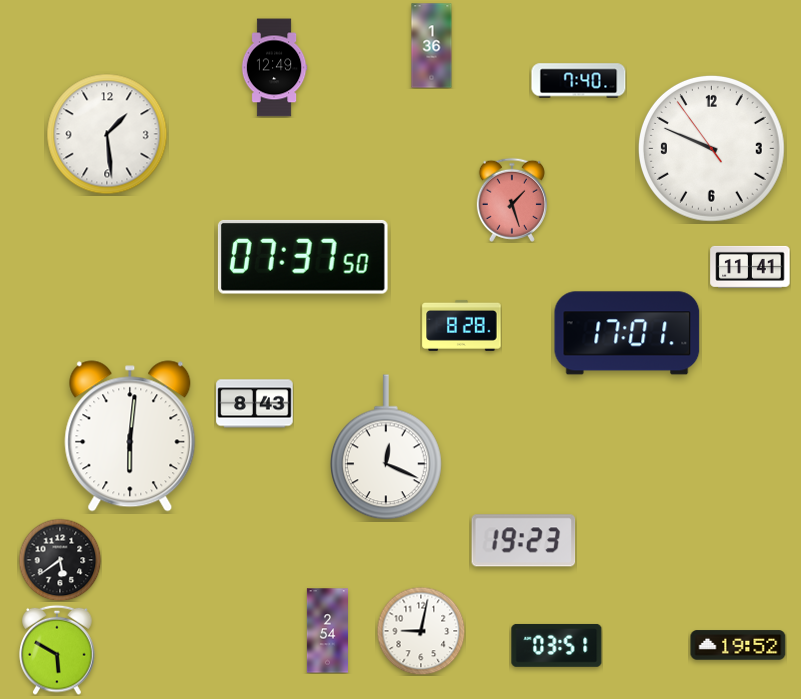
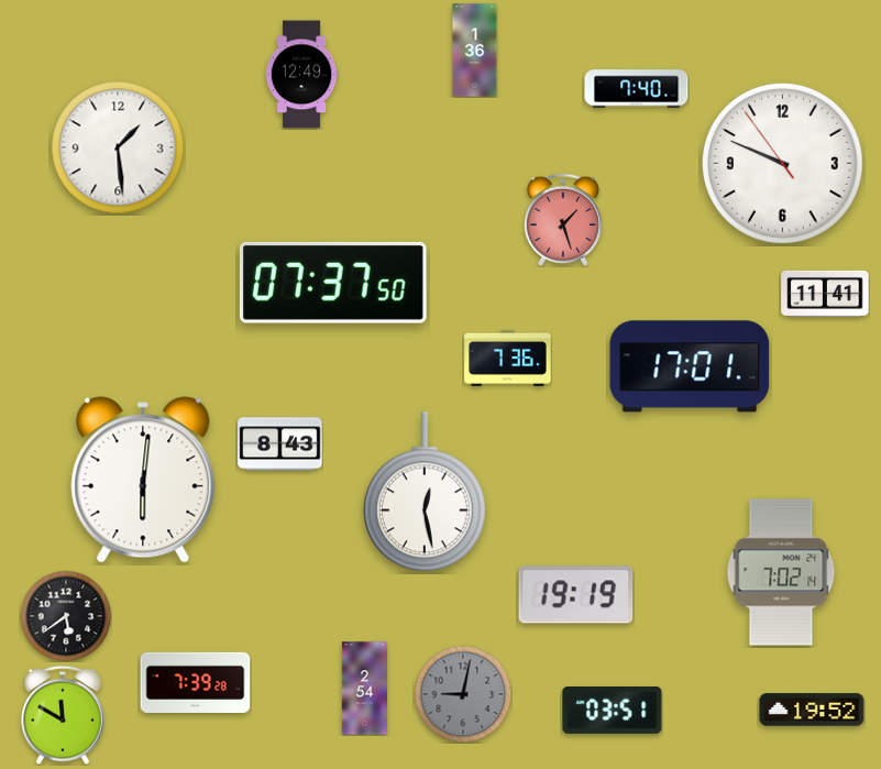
clock at (462, 325): 8:28 -> 7:36
clock at (386, 447): 12:19 -> 12:28
clock at (781, 572): none -> 7:02
clock at (524, 541): 19:23 -> 19:19
clock at (196, 682): none -> 7:39
clock at (327, 631) position: (327, 631) -> (364, 689)
clock at (421, 631) dial: white -> grey
clock at (57, 650): 5:50 -> 11:50
